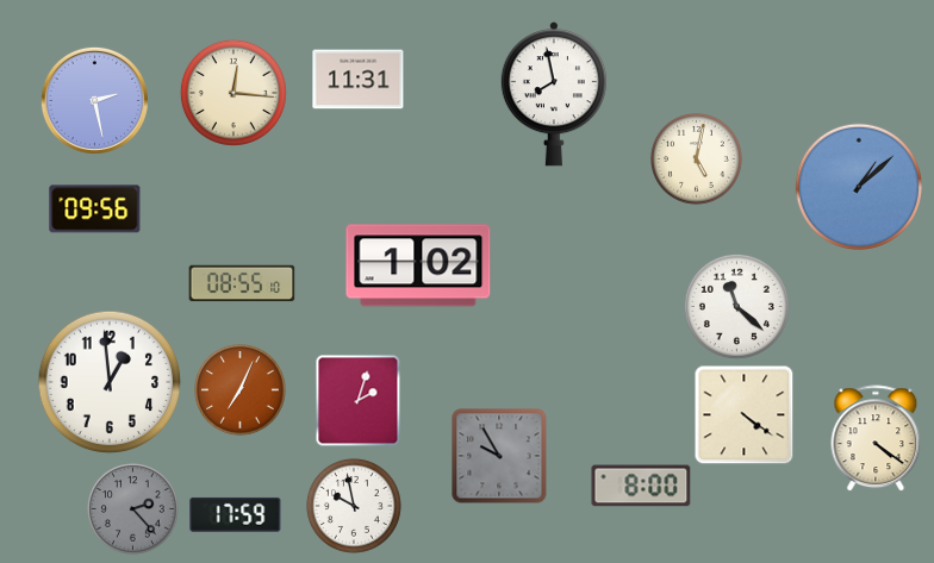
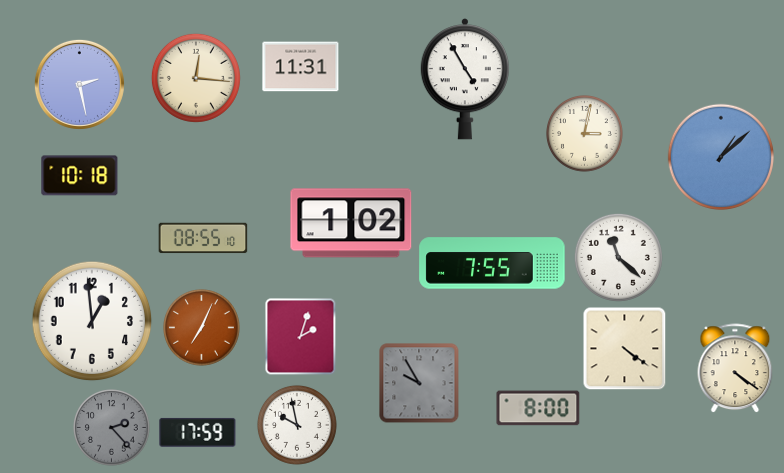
clock at (554, 94): 7:58 -> 4:55
clock at (697, 159): 5:02 -> 3:02
clock at (95, 209): 09:56 -> 10:18
clock at (492, 263): none -> 7:55
